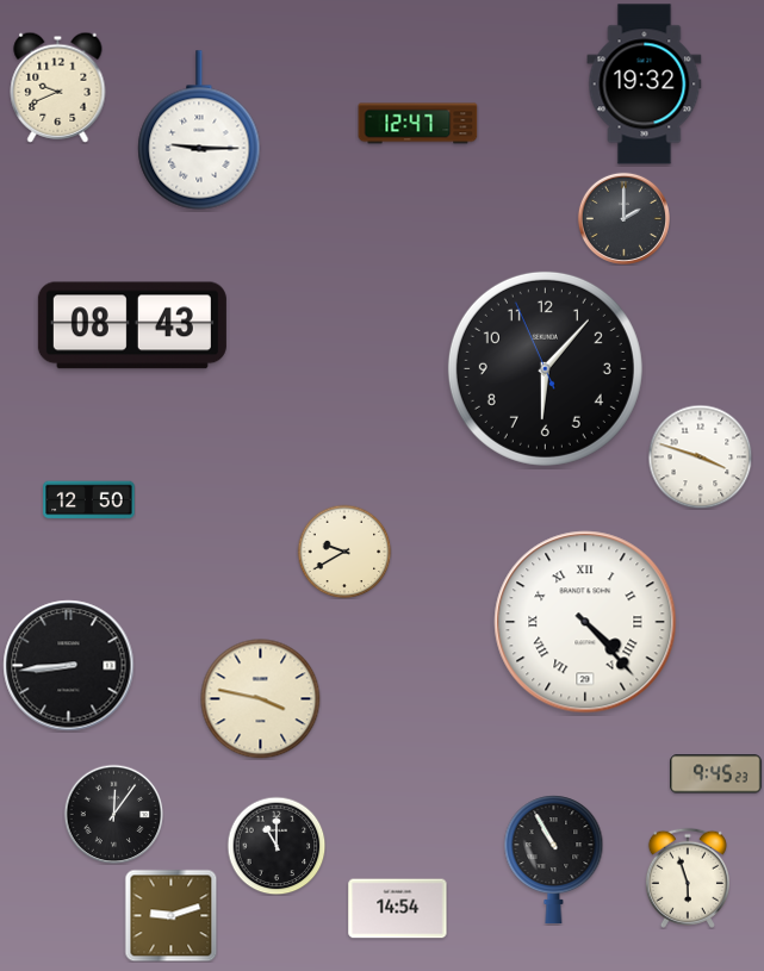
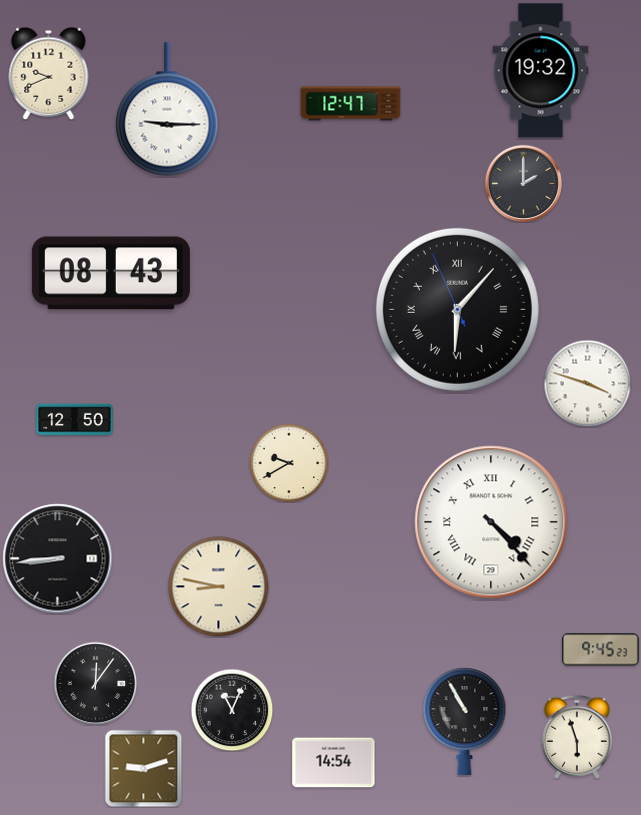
clock at (545, 368) numerals: Arabic -> Roman
clock at (261, 699): 3:47 -> 8:47
clock at (277, 846): 11:00 -> 11:04
